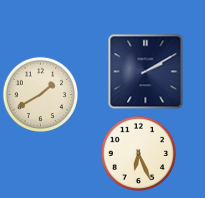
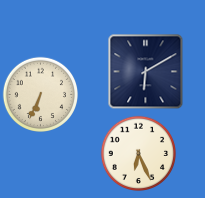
clock at (146, 72): 2:10 -> 6:10
clock at (41, 95): 1:40 -> 6:34
